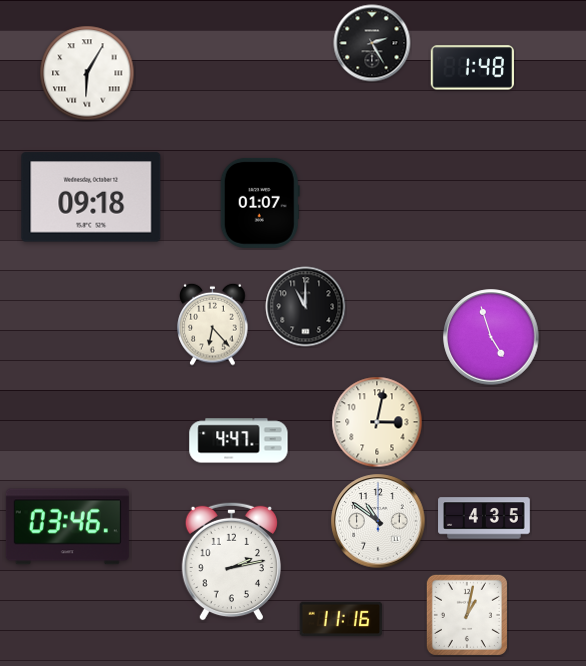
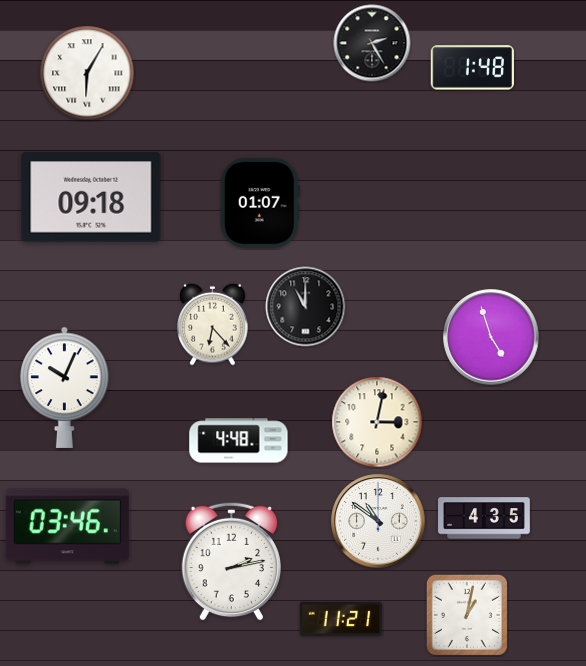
clock at (65, 387): none -> 10:04
clock at (239, 441): 4:47 -> 4:48
clock at (341, 619): 11:16 -> 11:21
